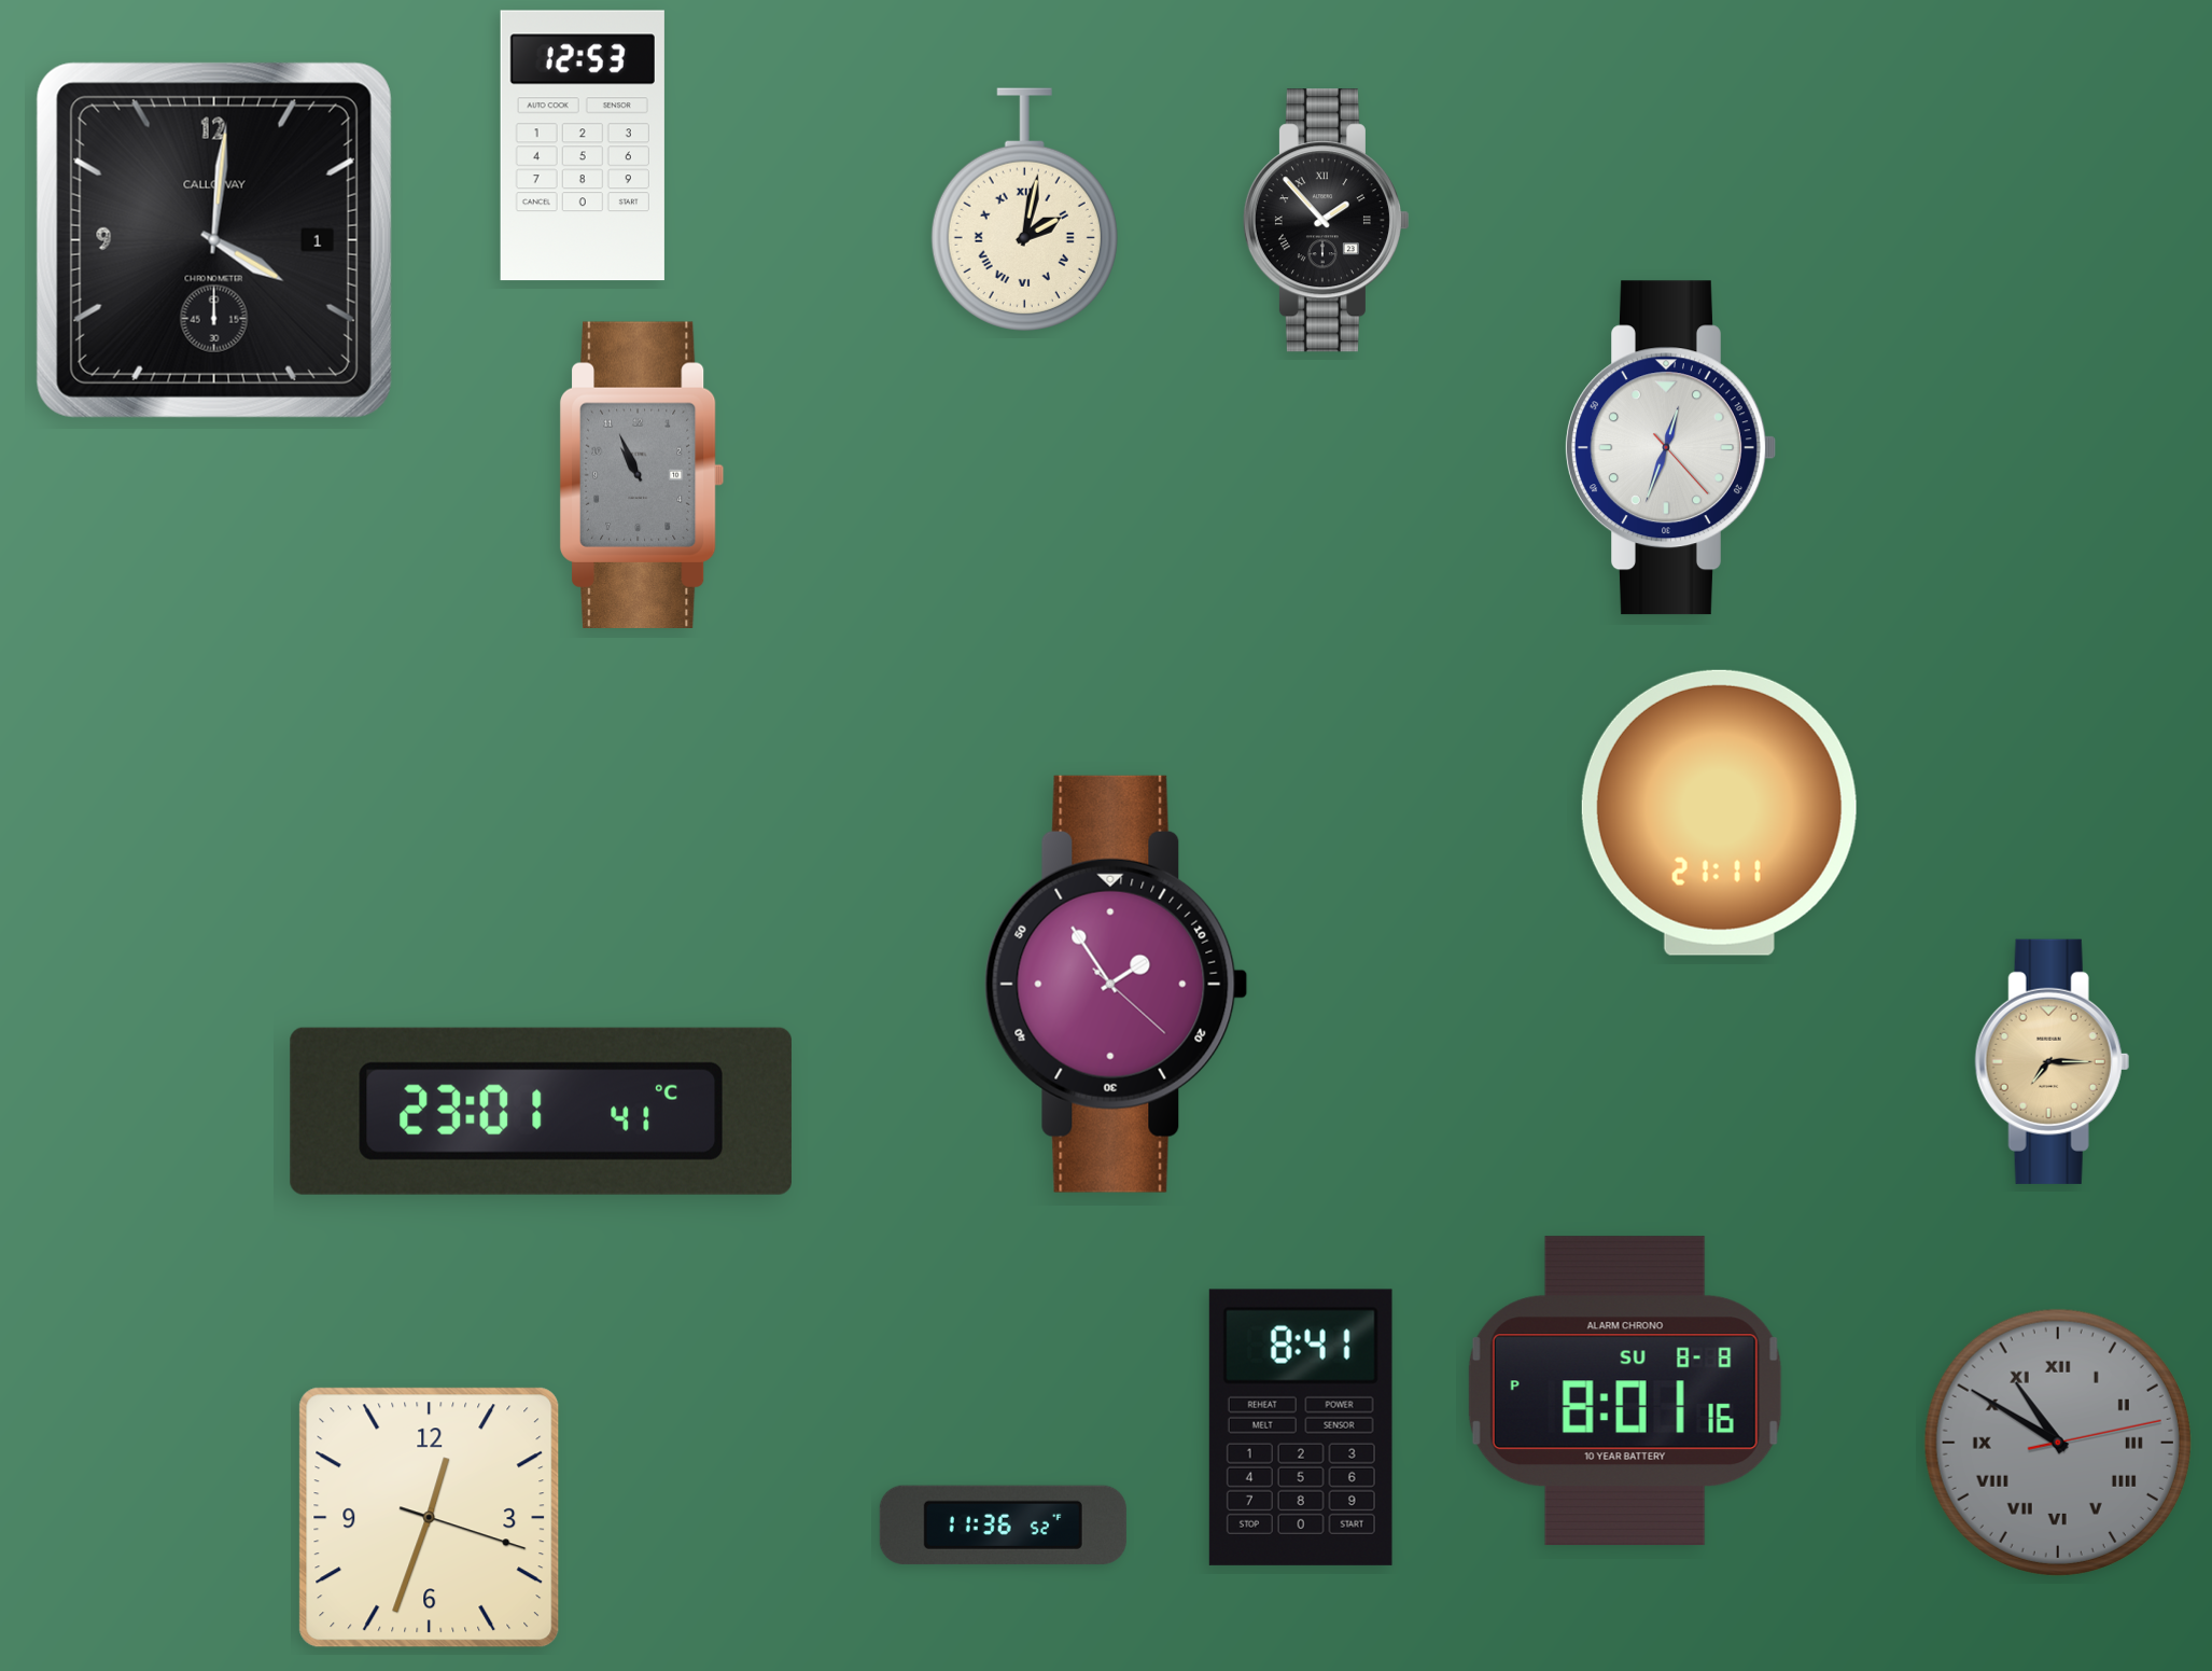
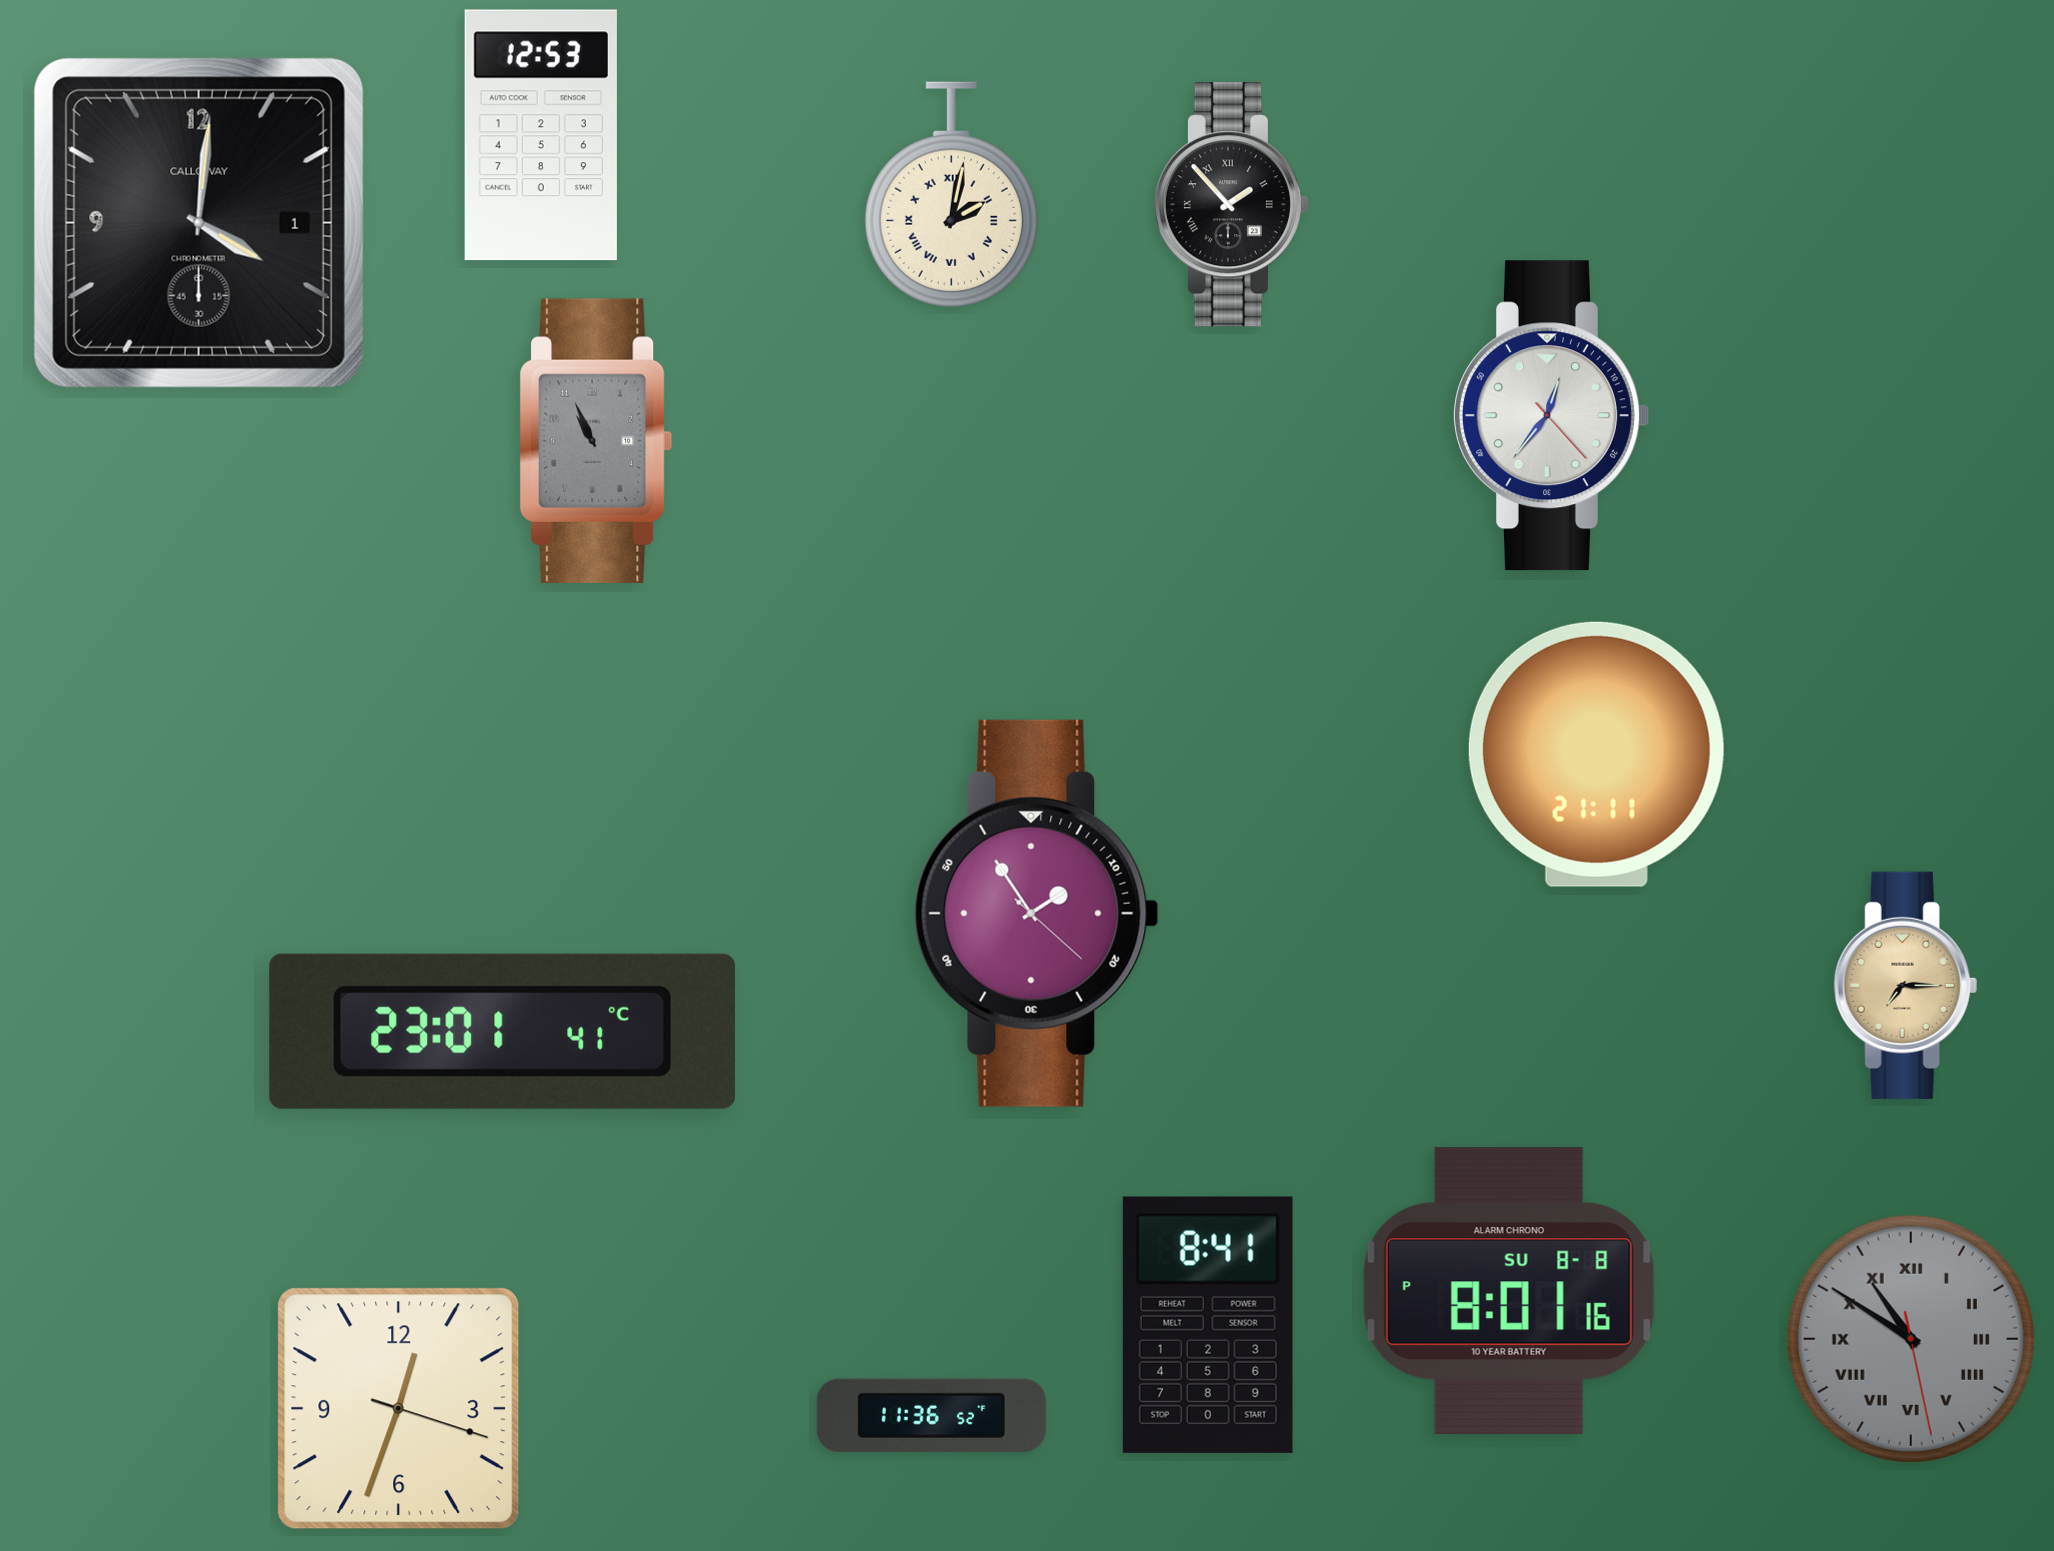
clock at (1671, 448): 12:33 -> 12:36
clock at (2058, 1443): 10:50:13 -> 10:50:28
